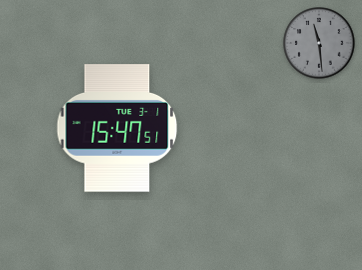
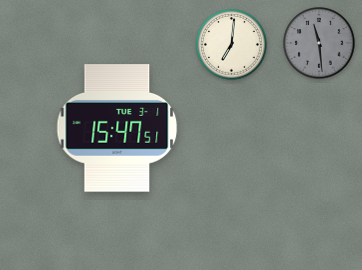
clock at (232, 45): none -> 7:01
